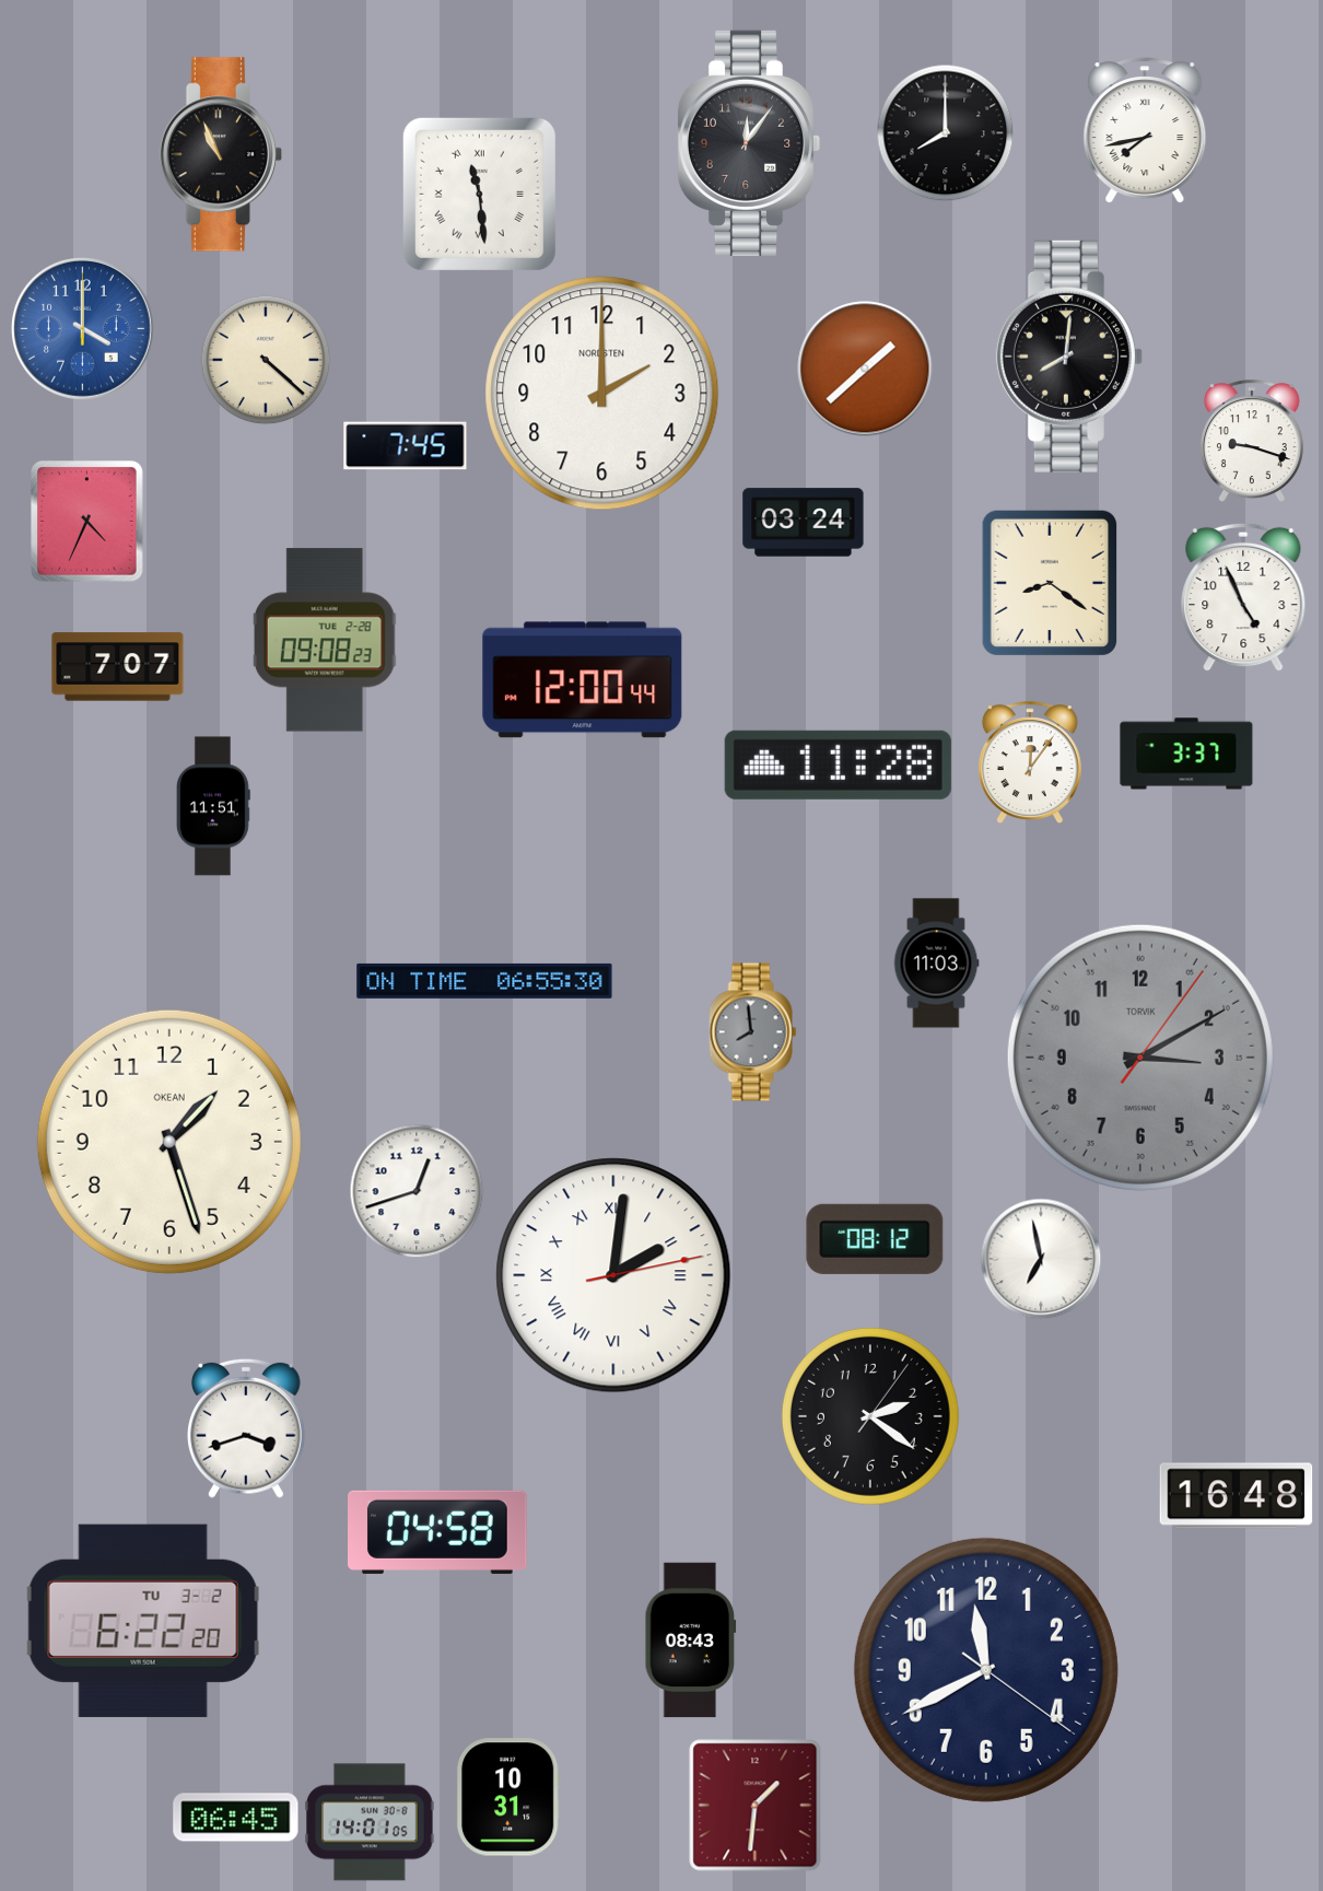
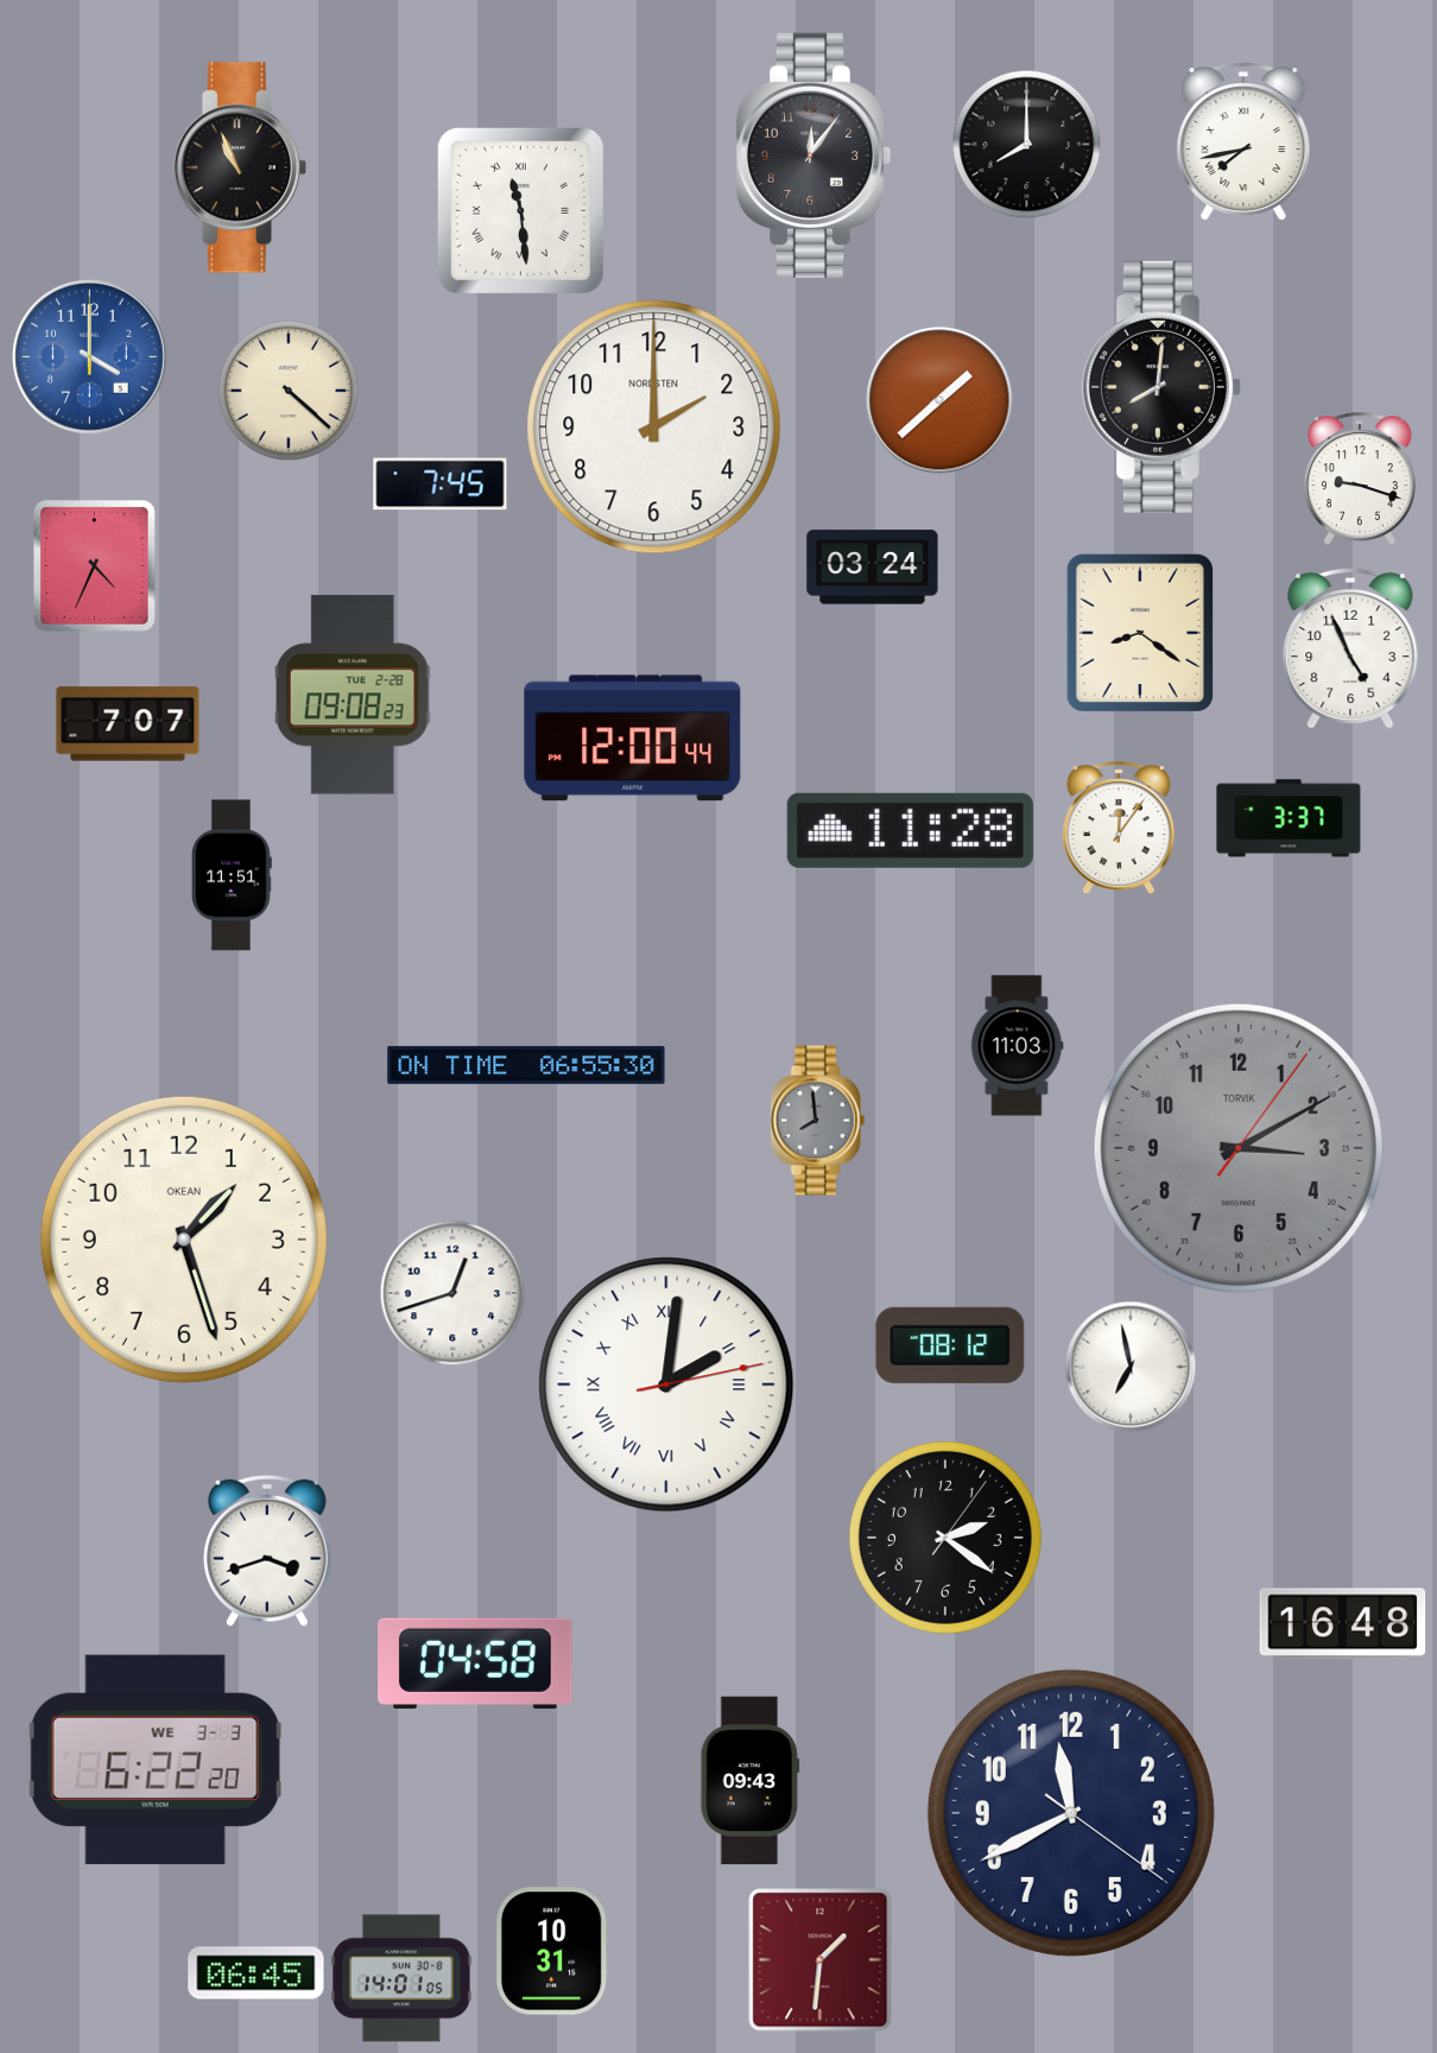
clock at (143, 1621) date: TU 3-2 -> WE 3-3
clock at (691, 1641): 08:43 -> 09:43
